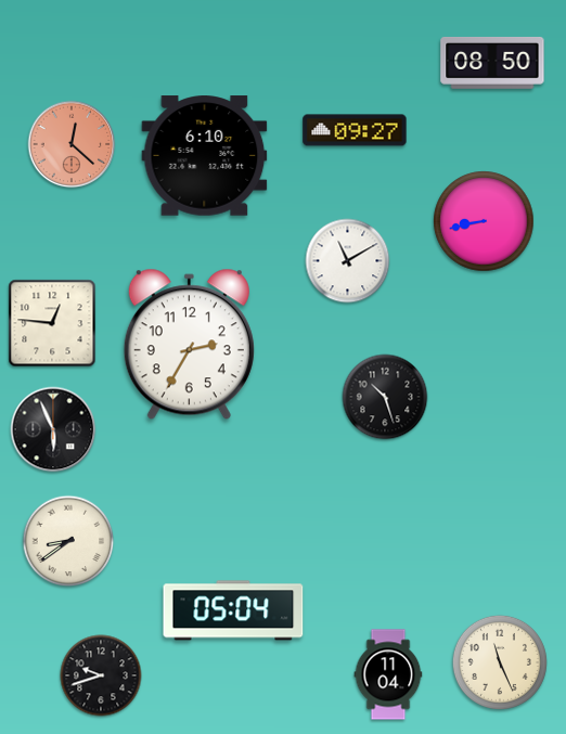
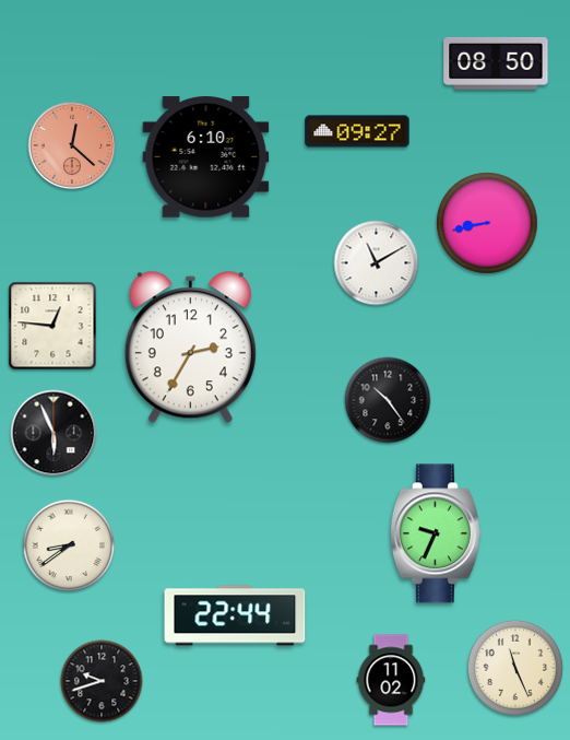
clock at (348, 261) position: (348, 261) -> (377, 263)
clock at (385, 397): 10:27 -> 10:24
clock at (436, 533): none -> 9:34
clock at (233, 610): 05:04 -> 22:44
clock at (500, 662) position: (500, 662) -> (515, 668)
clock at (388, 674): 11:04 -> 11:02
